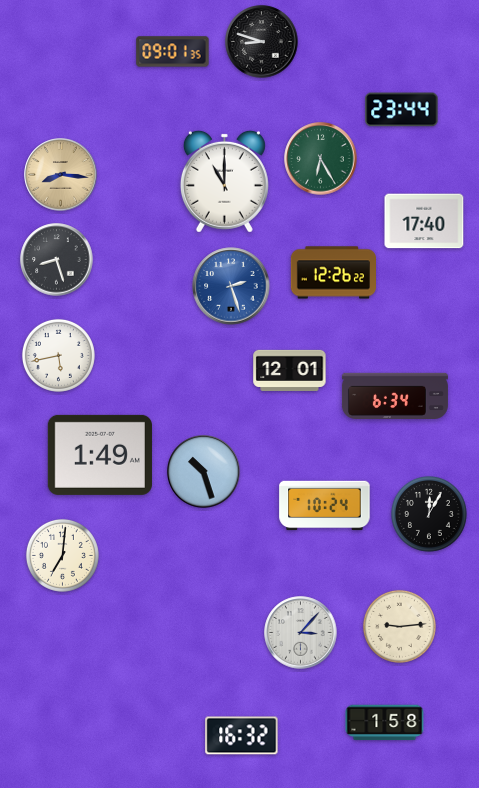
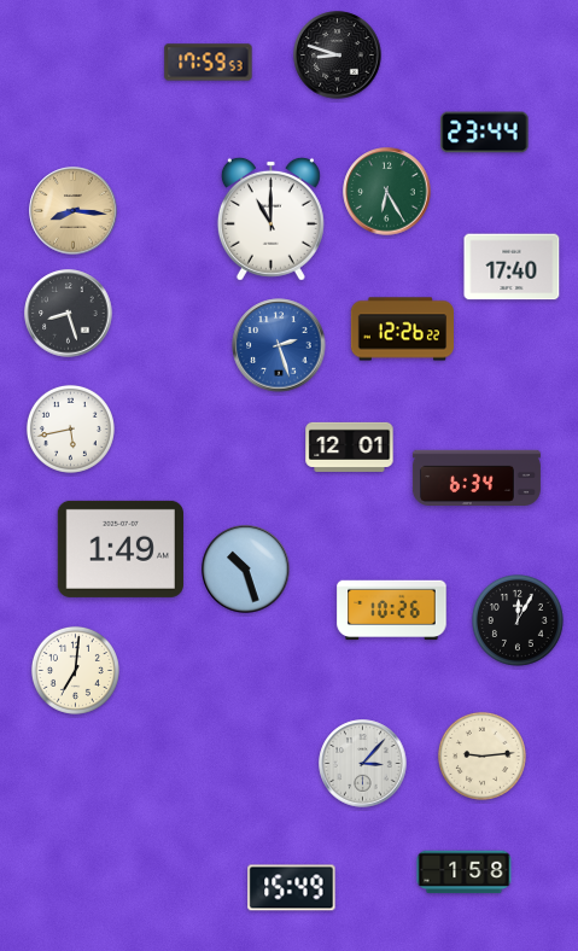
clock at (262, 42) position: (262, 42) -> (338, 56)
clock at (173, 52): 09:01 -> 17:59
clock at (325, 506): 10:24 -> 10:26
clock at (242, 736): 16:32 -> 15:49
